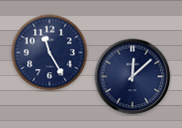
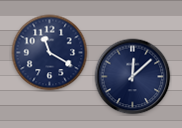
clock at (50, 53): 11:25 -> 11:20
